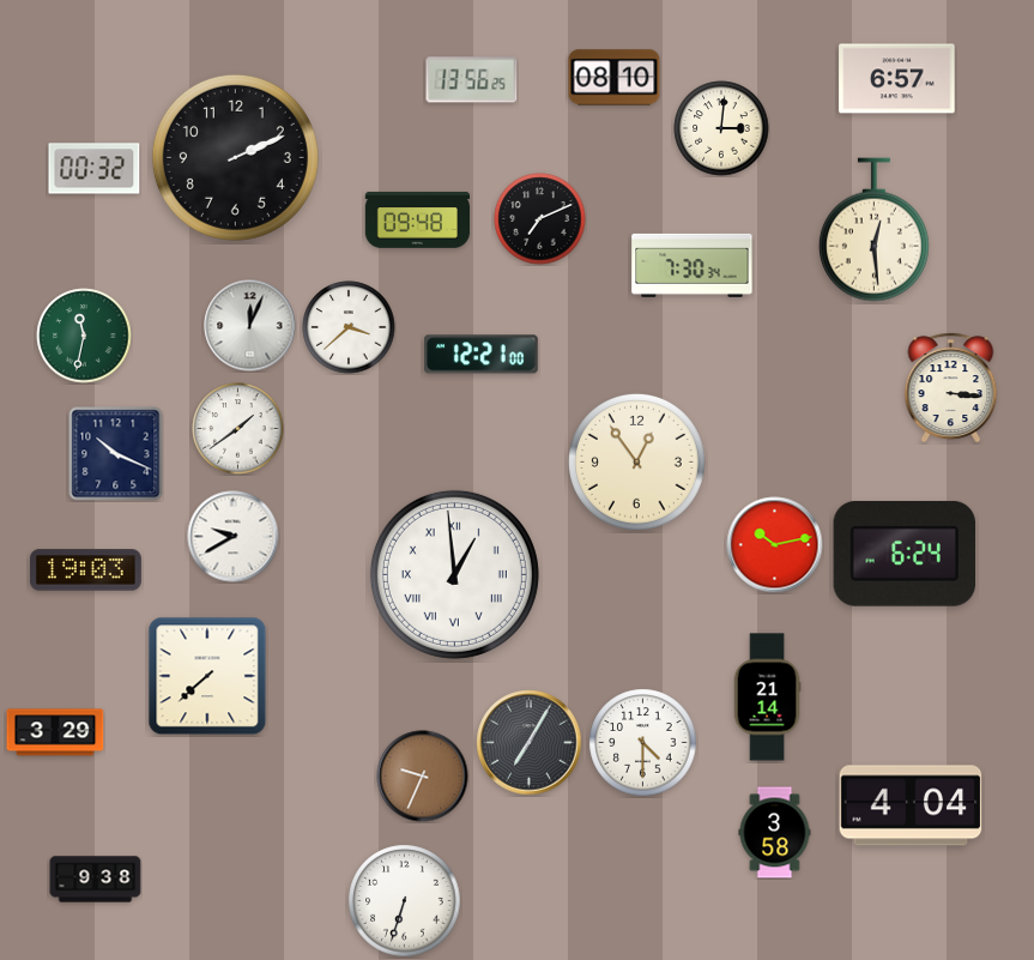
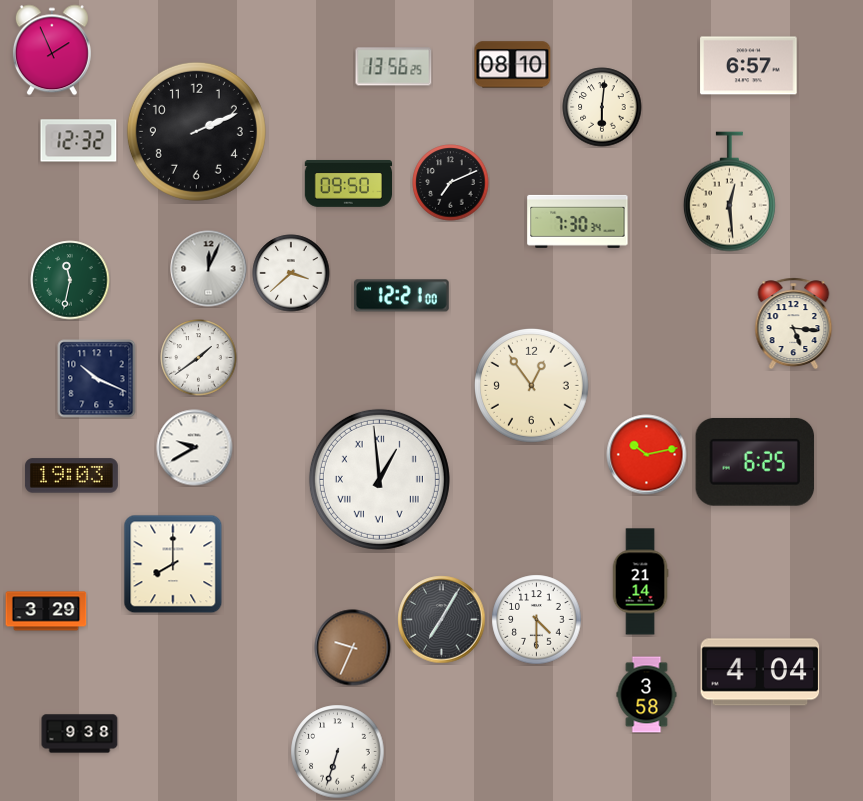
clock at (52, 50): none -> 1:56
clock at (721, 128): 3:01 -> 6:01
clock at (95, 169): 00:32 -> 12:32
clock at (417, 219): 09:48 -> 09:50
clock at (250, 326) position: (250, 326) -> (209, 269)
clock at (951, 388): 3:16 -> 5:16
clock at (905, 554): 6:24 -> 6:25
clock at (207, 676): 7:38 -> 8:00
